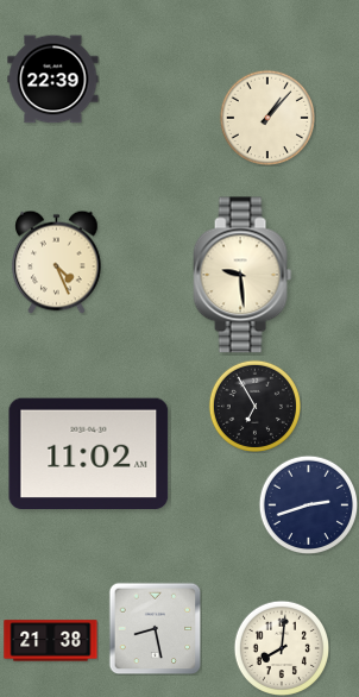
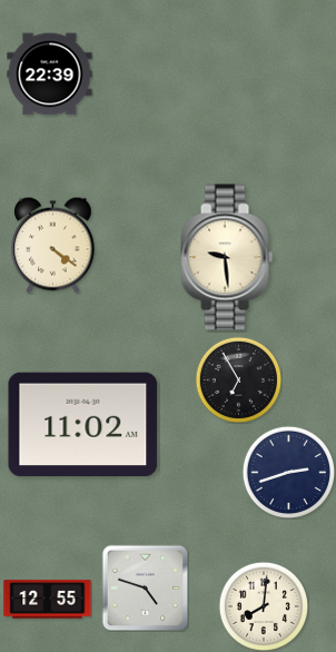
clock at (266, 117): 1:07 -> none
clock at (57, 262): 4:26 -> 4:21
clock at (155, 628): 8:28 -> 4:48
clock at (51, 641): 21:38 -> 12:55
